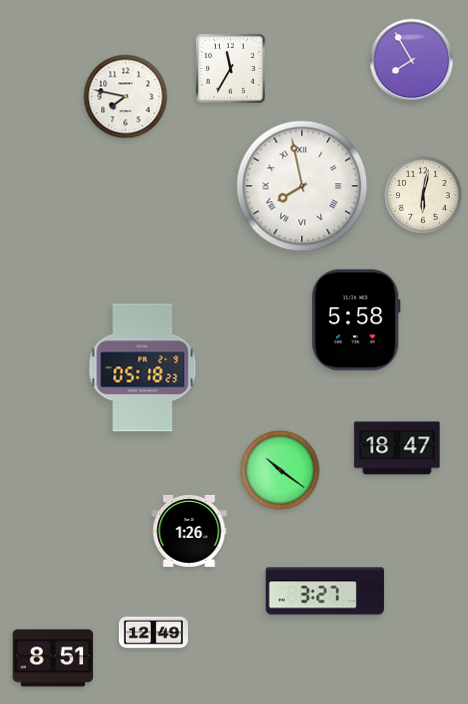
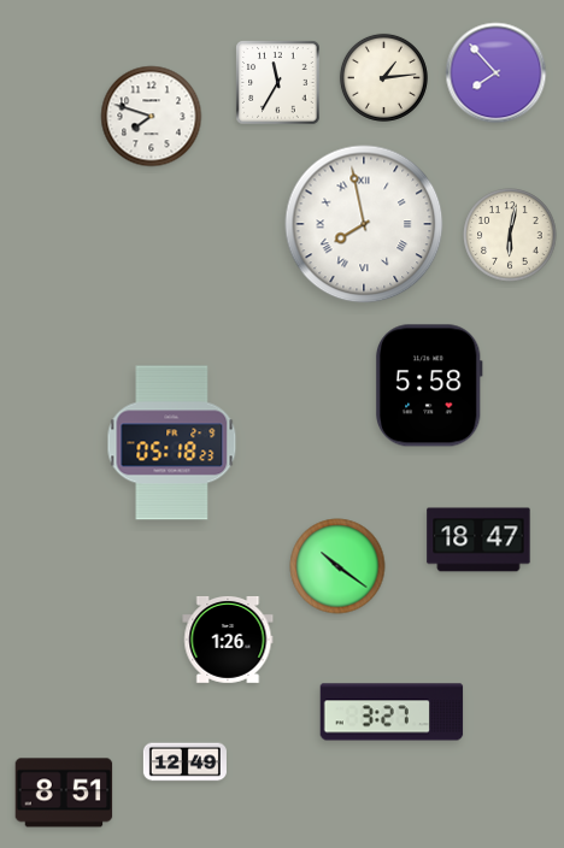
clock at (412, 61): 7:55 -> 7:53
clock at (383, 77): none -> 1:14
clock at (126, 97): 7:47 -> 7:48
